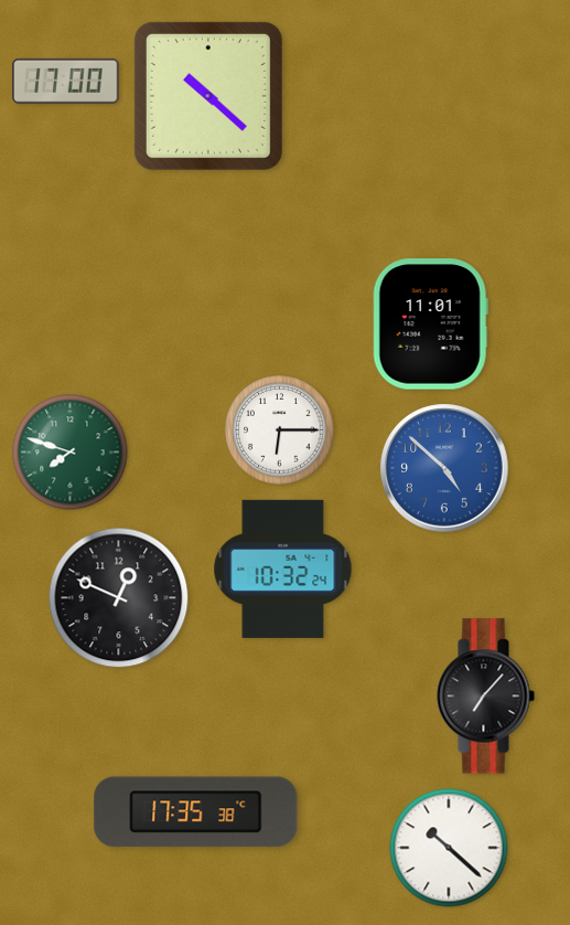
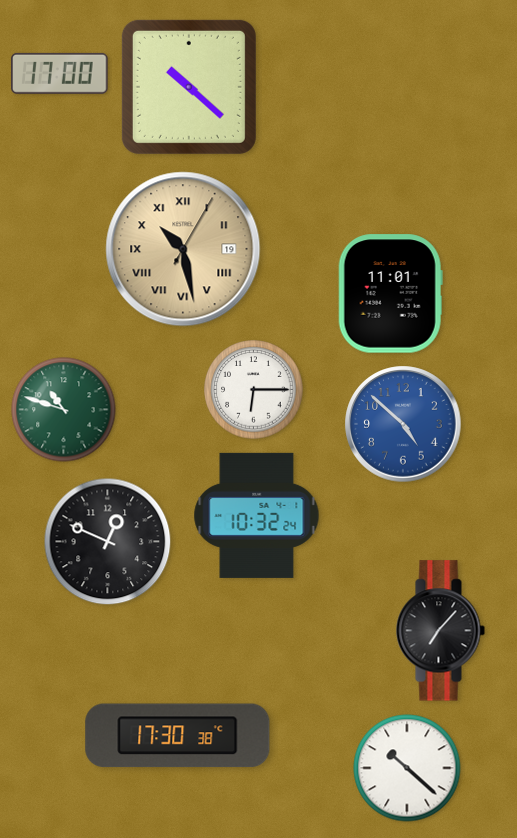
clock at (183, 249): none -> 10:28
clock at (71, 453): 7:48 -> 10:48
clock at (196, 812): 17:35 -> 17:30
